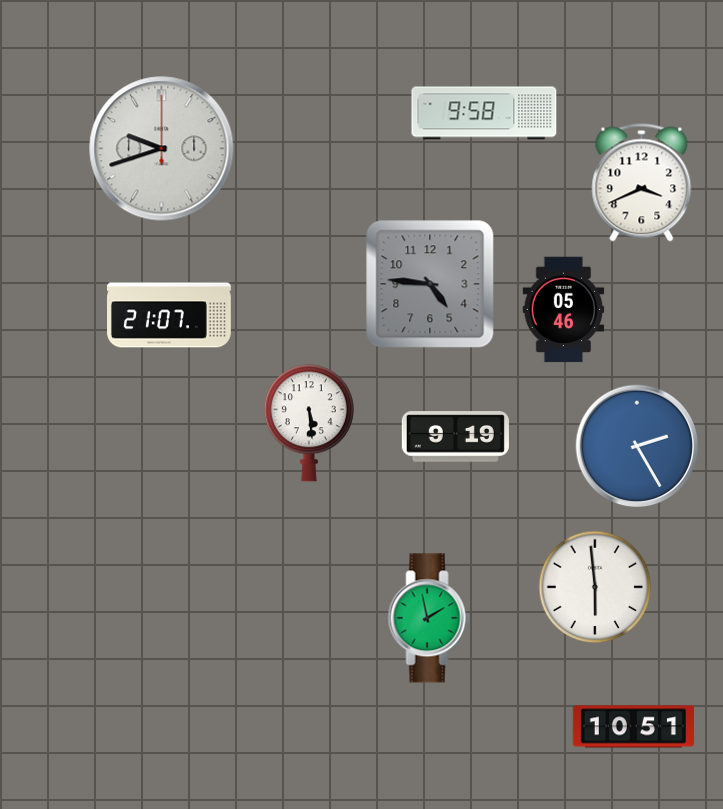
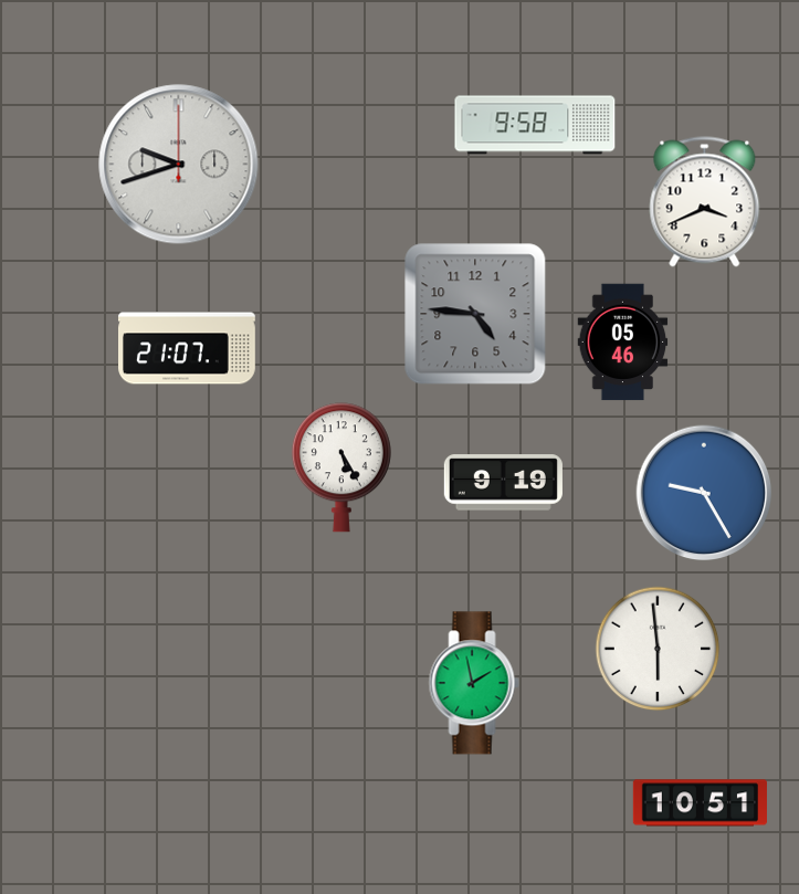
clock at (642, 183) position: (642, 183) -> (705, 202)
clock at (309, 423): 5:29 -> 5:25
clock at (637, 446): 2:25 -> 9:25
